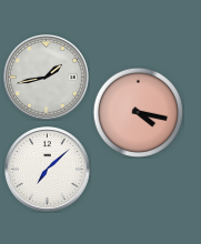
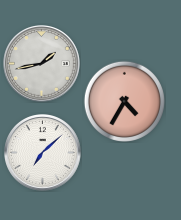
clock at (47, 78) position: (47, 78) -> (42, 64)
clock at (138, 112): 4:17 -> 4:35
